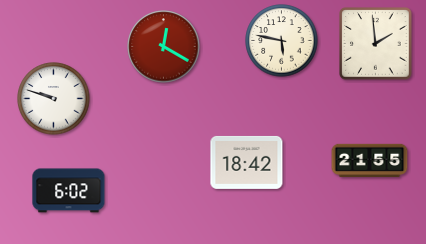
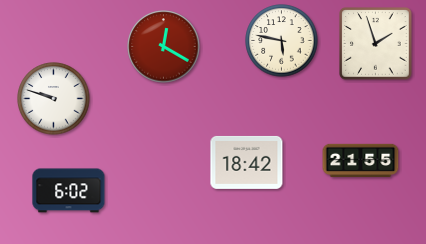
clock at (376, 44): 1:59 -> 1:57
clock at (370, 161) position: (370, 161) -> (361, 161)
